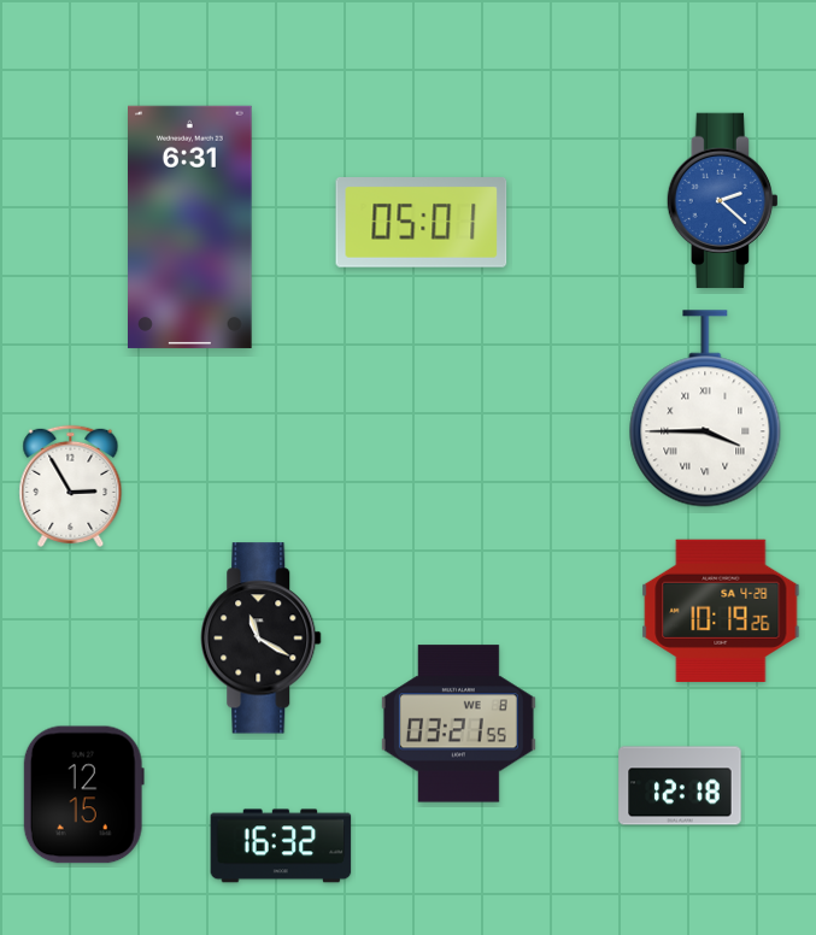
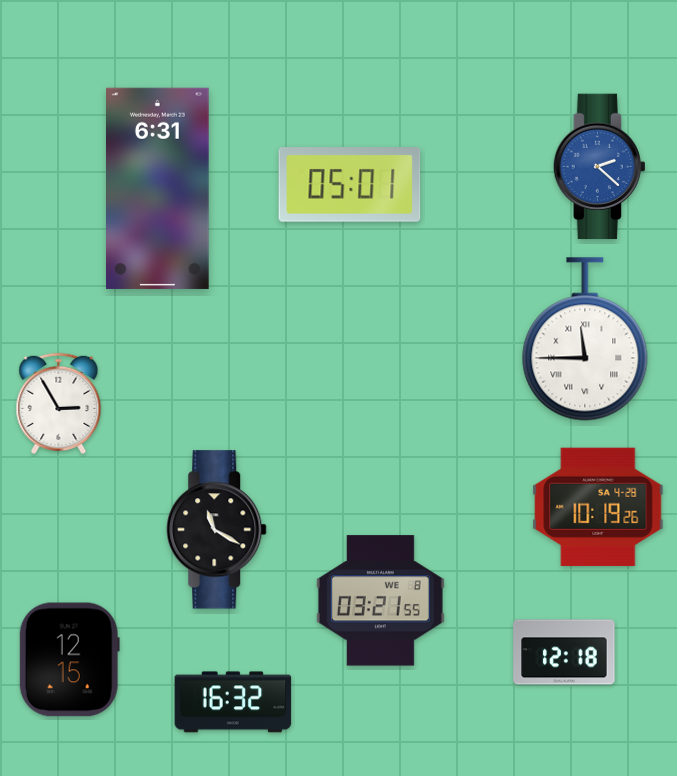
clock at (705, 408): 3:45 -> 11:45
